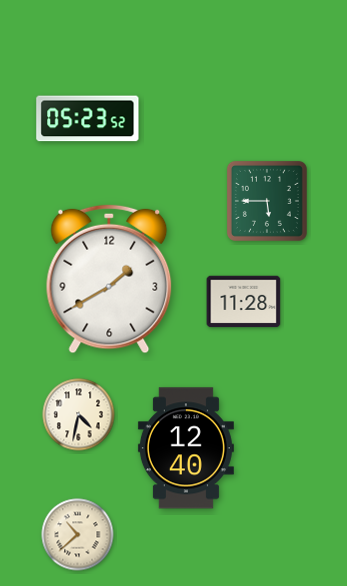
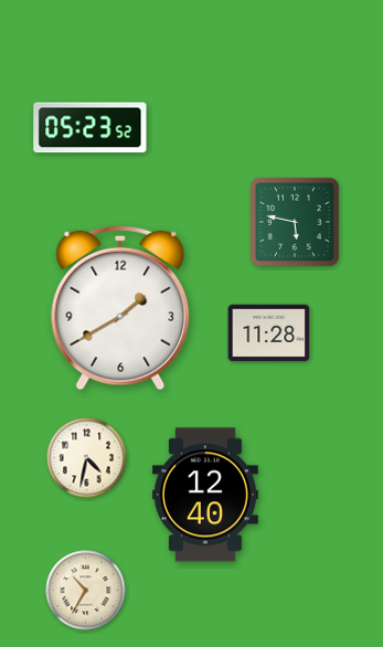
clock at (88, 119) position: (88, 119) -> (91, 128)
clock at (267, 201): 5:45 -> 5:47
clock at (78, 535): 10:38 -> 10:35
